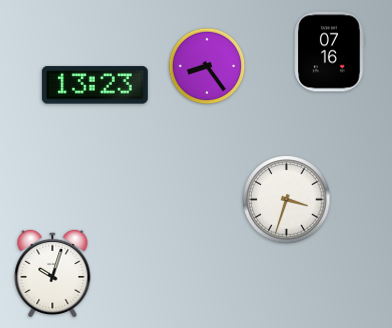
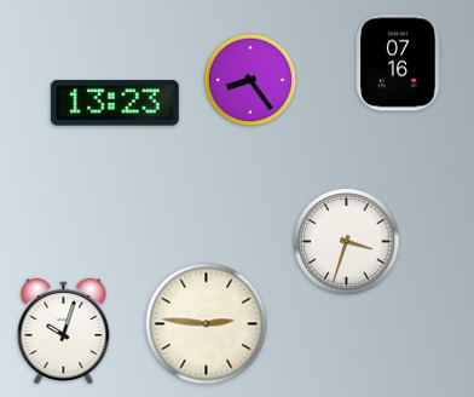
clock at (207, 324): none -> 2:46
